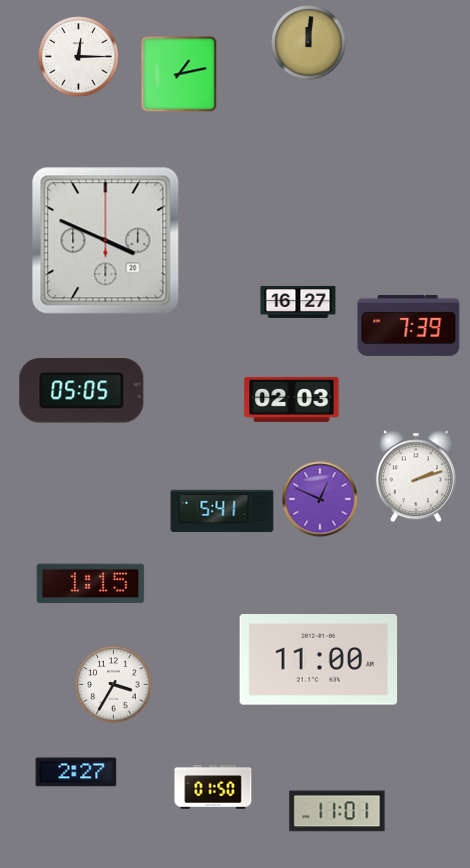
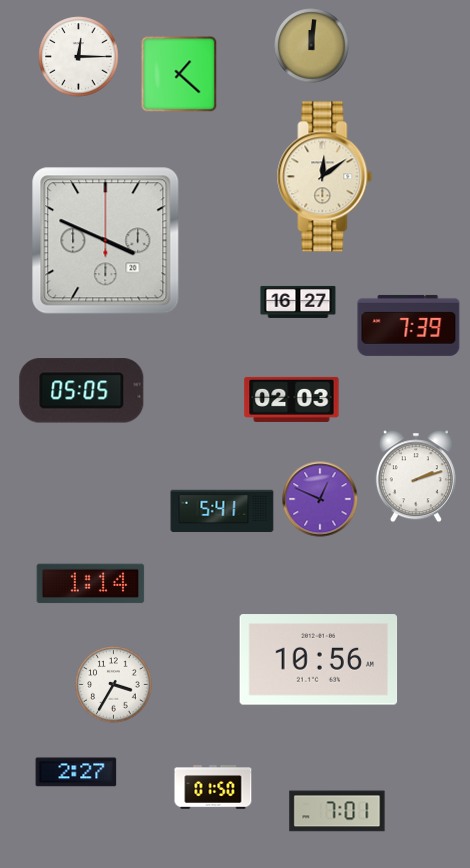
clock at (309, 43) position: (309, 43) -> (312, 46)
clock at (179, 74): 1:13 -> 1:22
clock at (325, 177): none -> 12:09
clock at (91, 584): 1:15 -> 1:14
clock at (319, 660): 11:00 -> 10:56
clock at (337, 811): 11:01 -> 7:01
